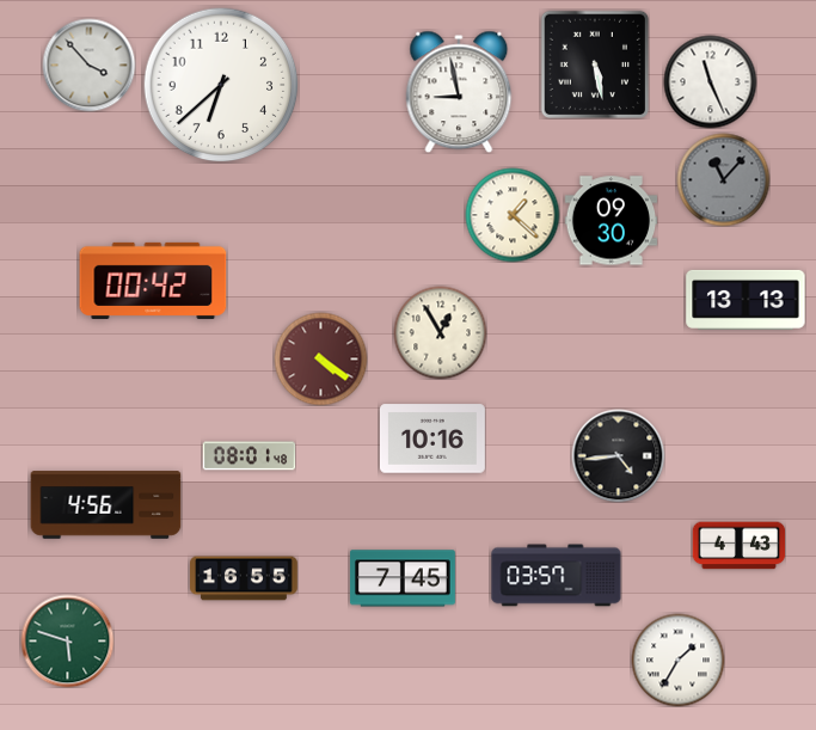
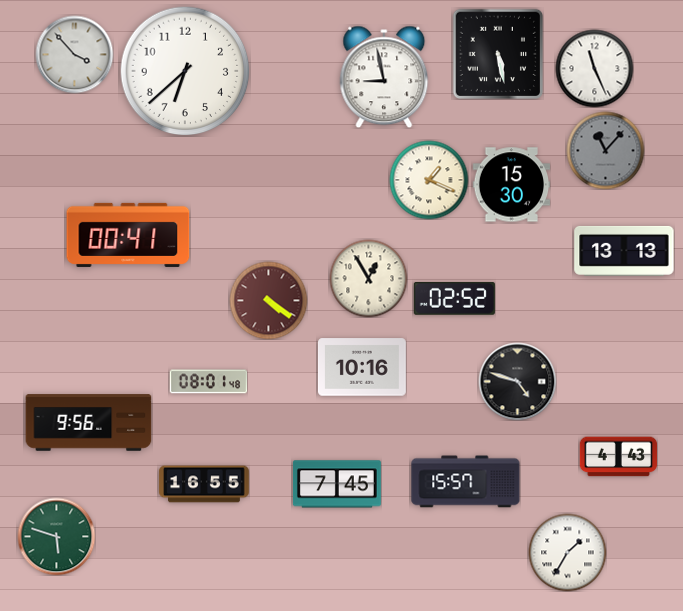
clock at (513, 215): 1:22 -> 1:19
clock at (611, 221): 09:30 -> 15:30
clock at (153, 281): 00:42 -> 00:41
clock at (454, 299): none -> 02:52
clock at (618, 455): 4:44 -> 4:48
clock at (106, 505): 4:56 -> 9:56
clock at (557, 576): 03:57 -> 15:57
